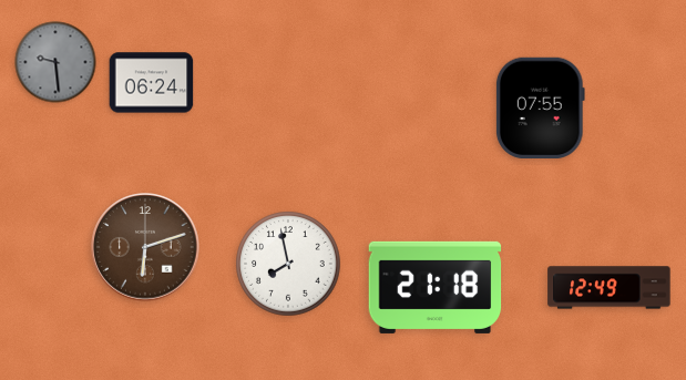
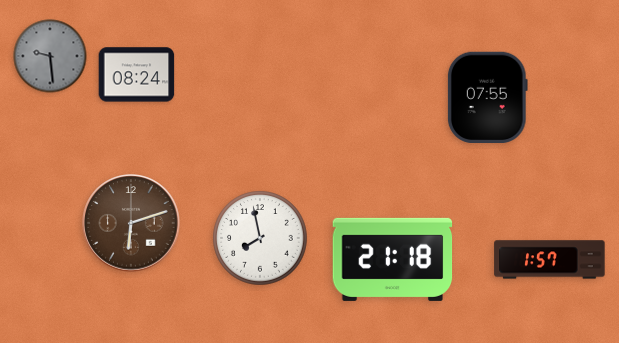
clock at (152, 83): 06:24 -> 08:24
clock at (610, 288): 12:49 -> 1:57
